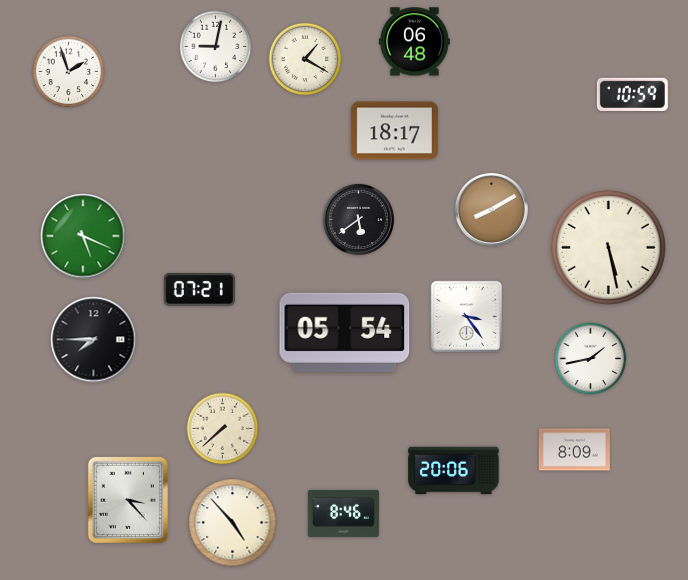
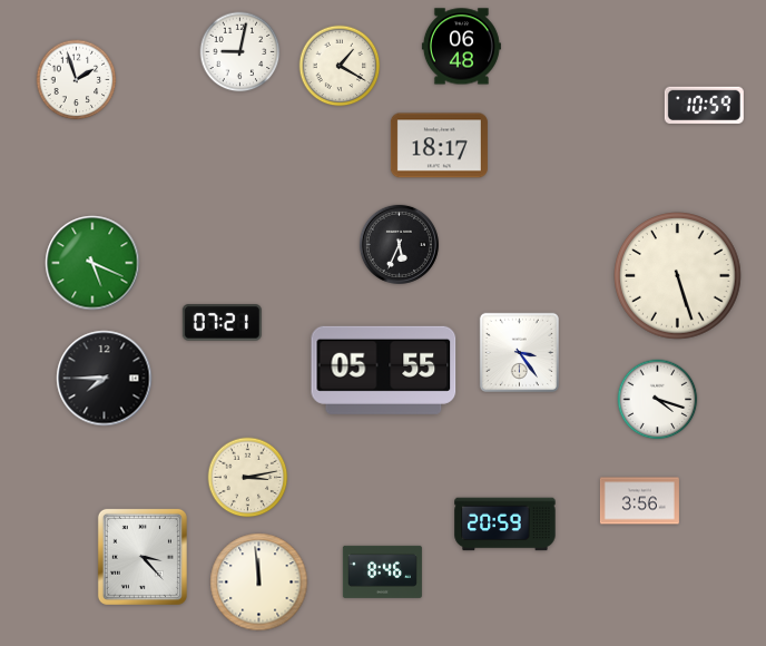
clock at (491, 209): 8:10 -> none
clock at (358, 219): 5:39 -> 5:34
clock at (609, 248): 5:28 -> 5:27
clock at (345, 332): 05:54 -> 05:55
clock at (591, 359): 1:43 -> 4:18
clock at (223, 429): 7:38 -> 3:13
clock at (574, 450): 8:09 -> 3:56
clock at (454, 471): 20:06 -> 20:59
clock at (233, 523): 4:53 -> 11:59
